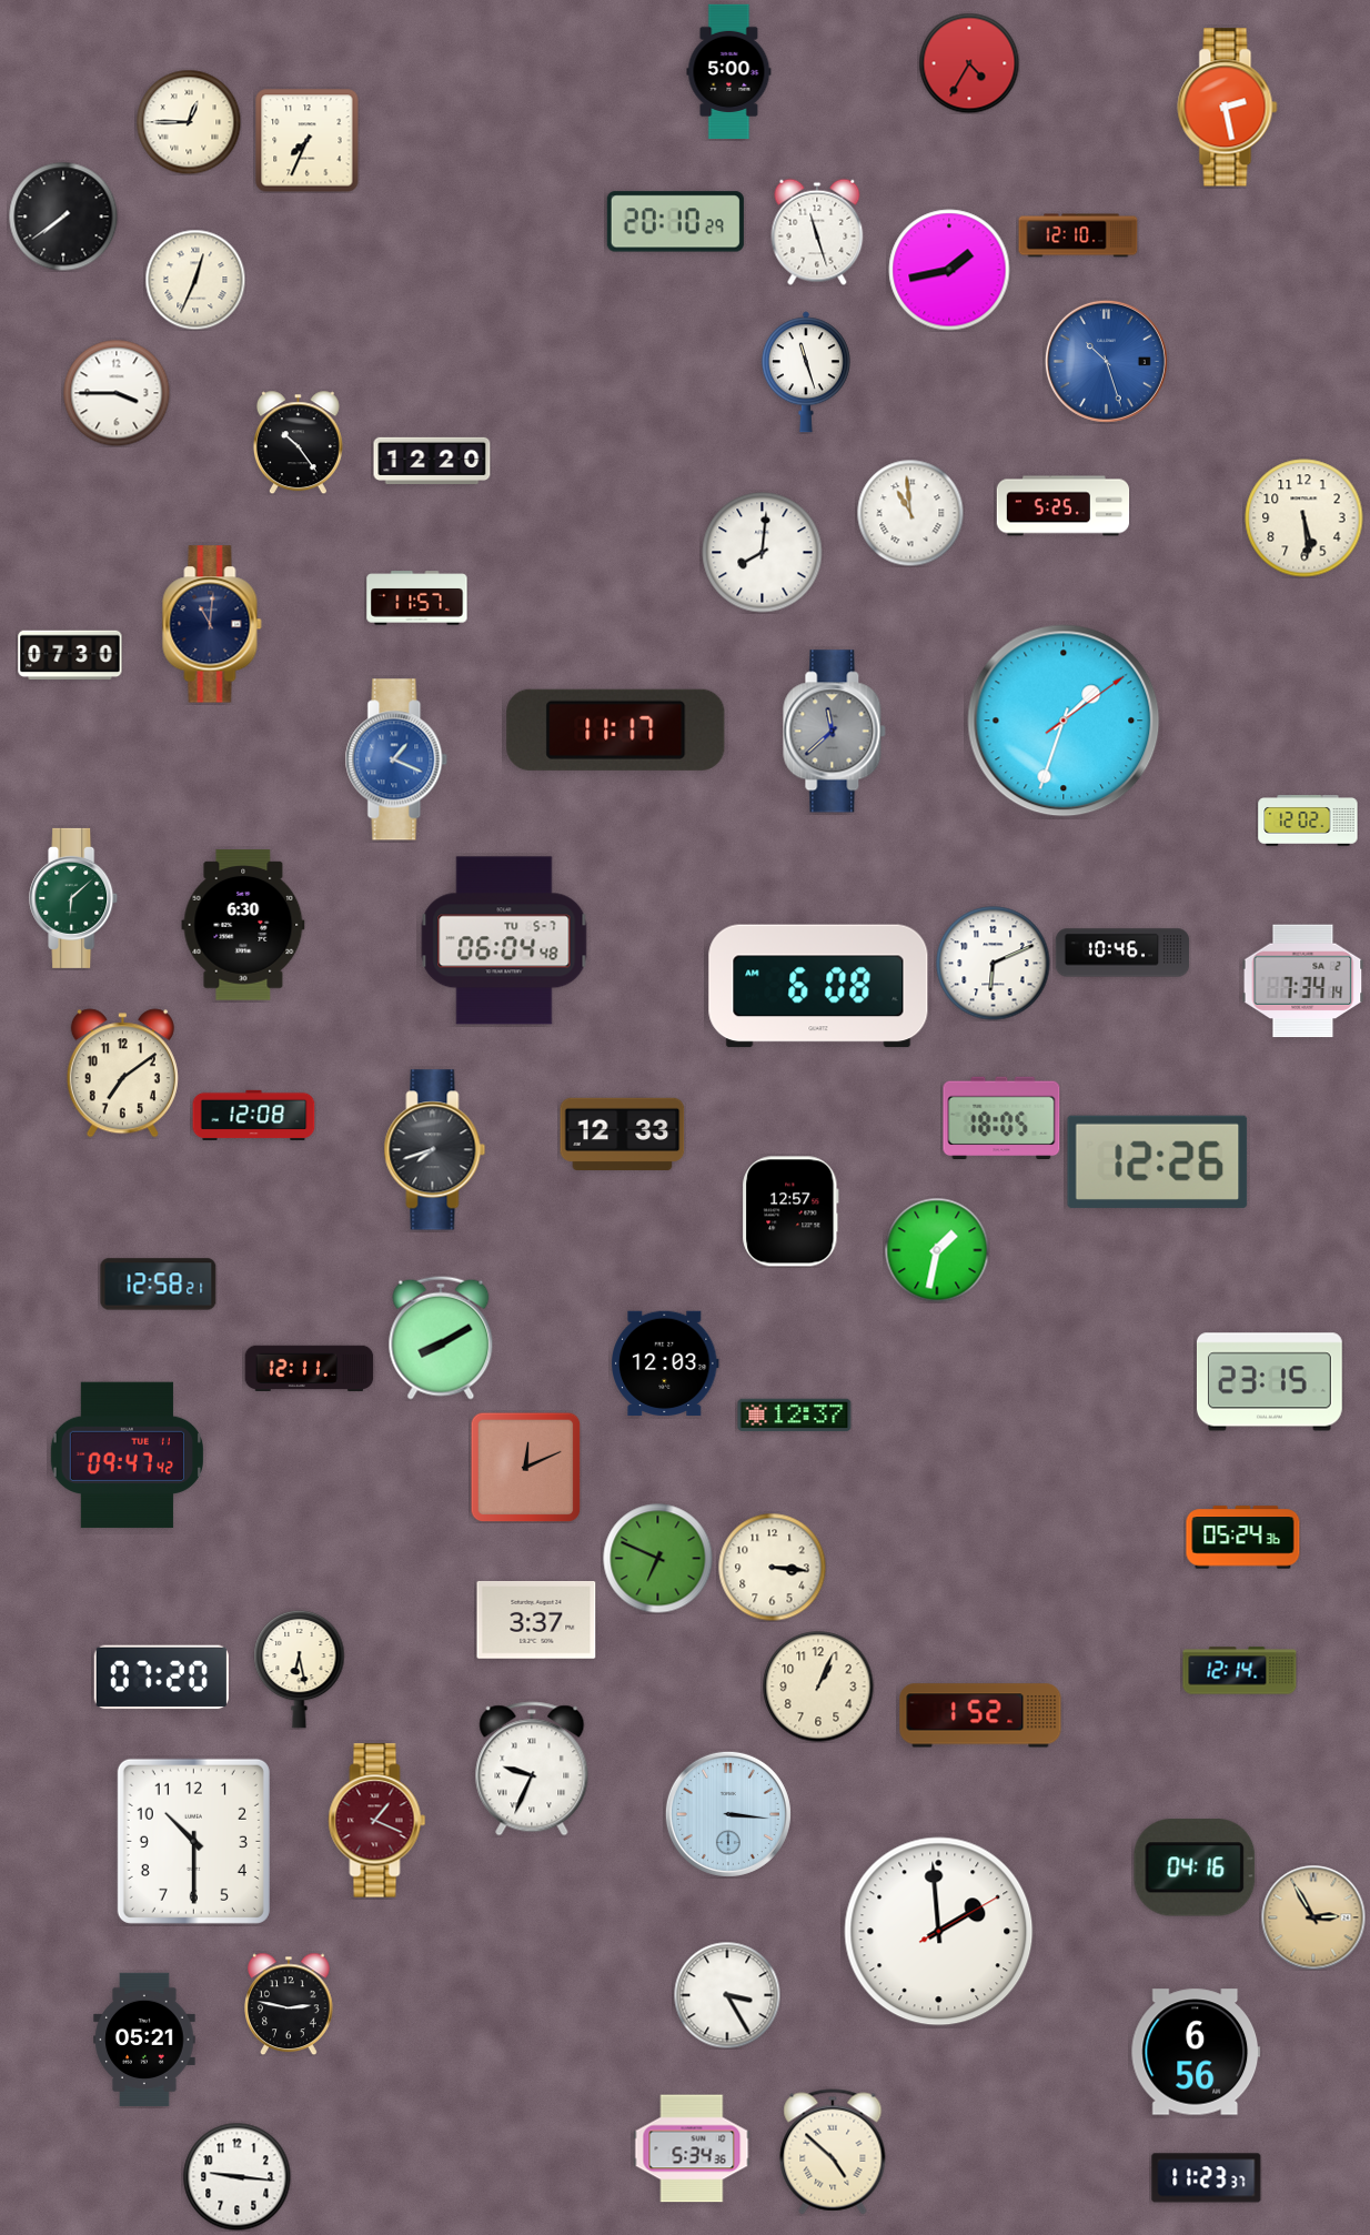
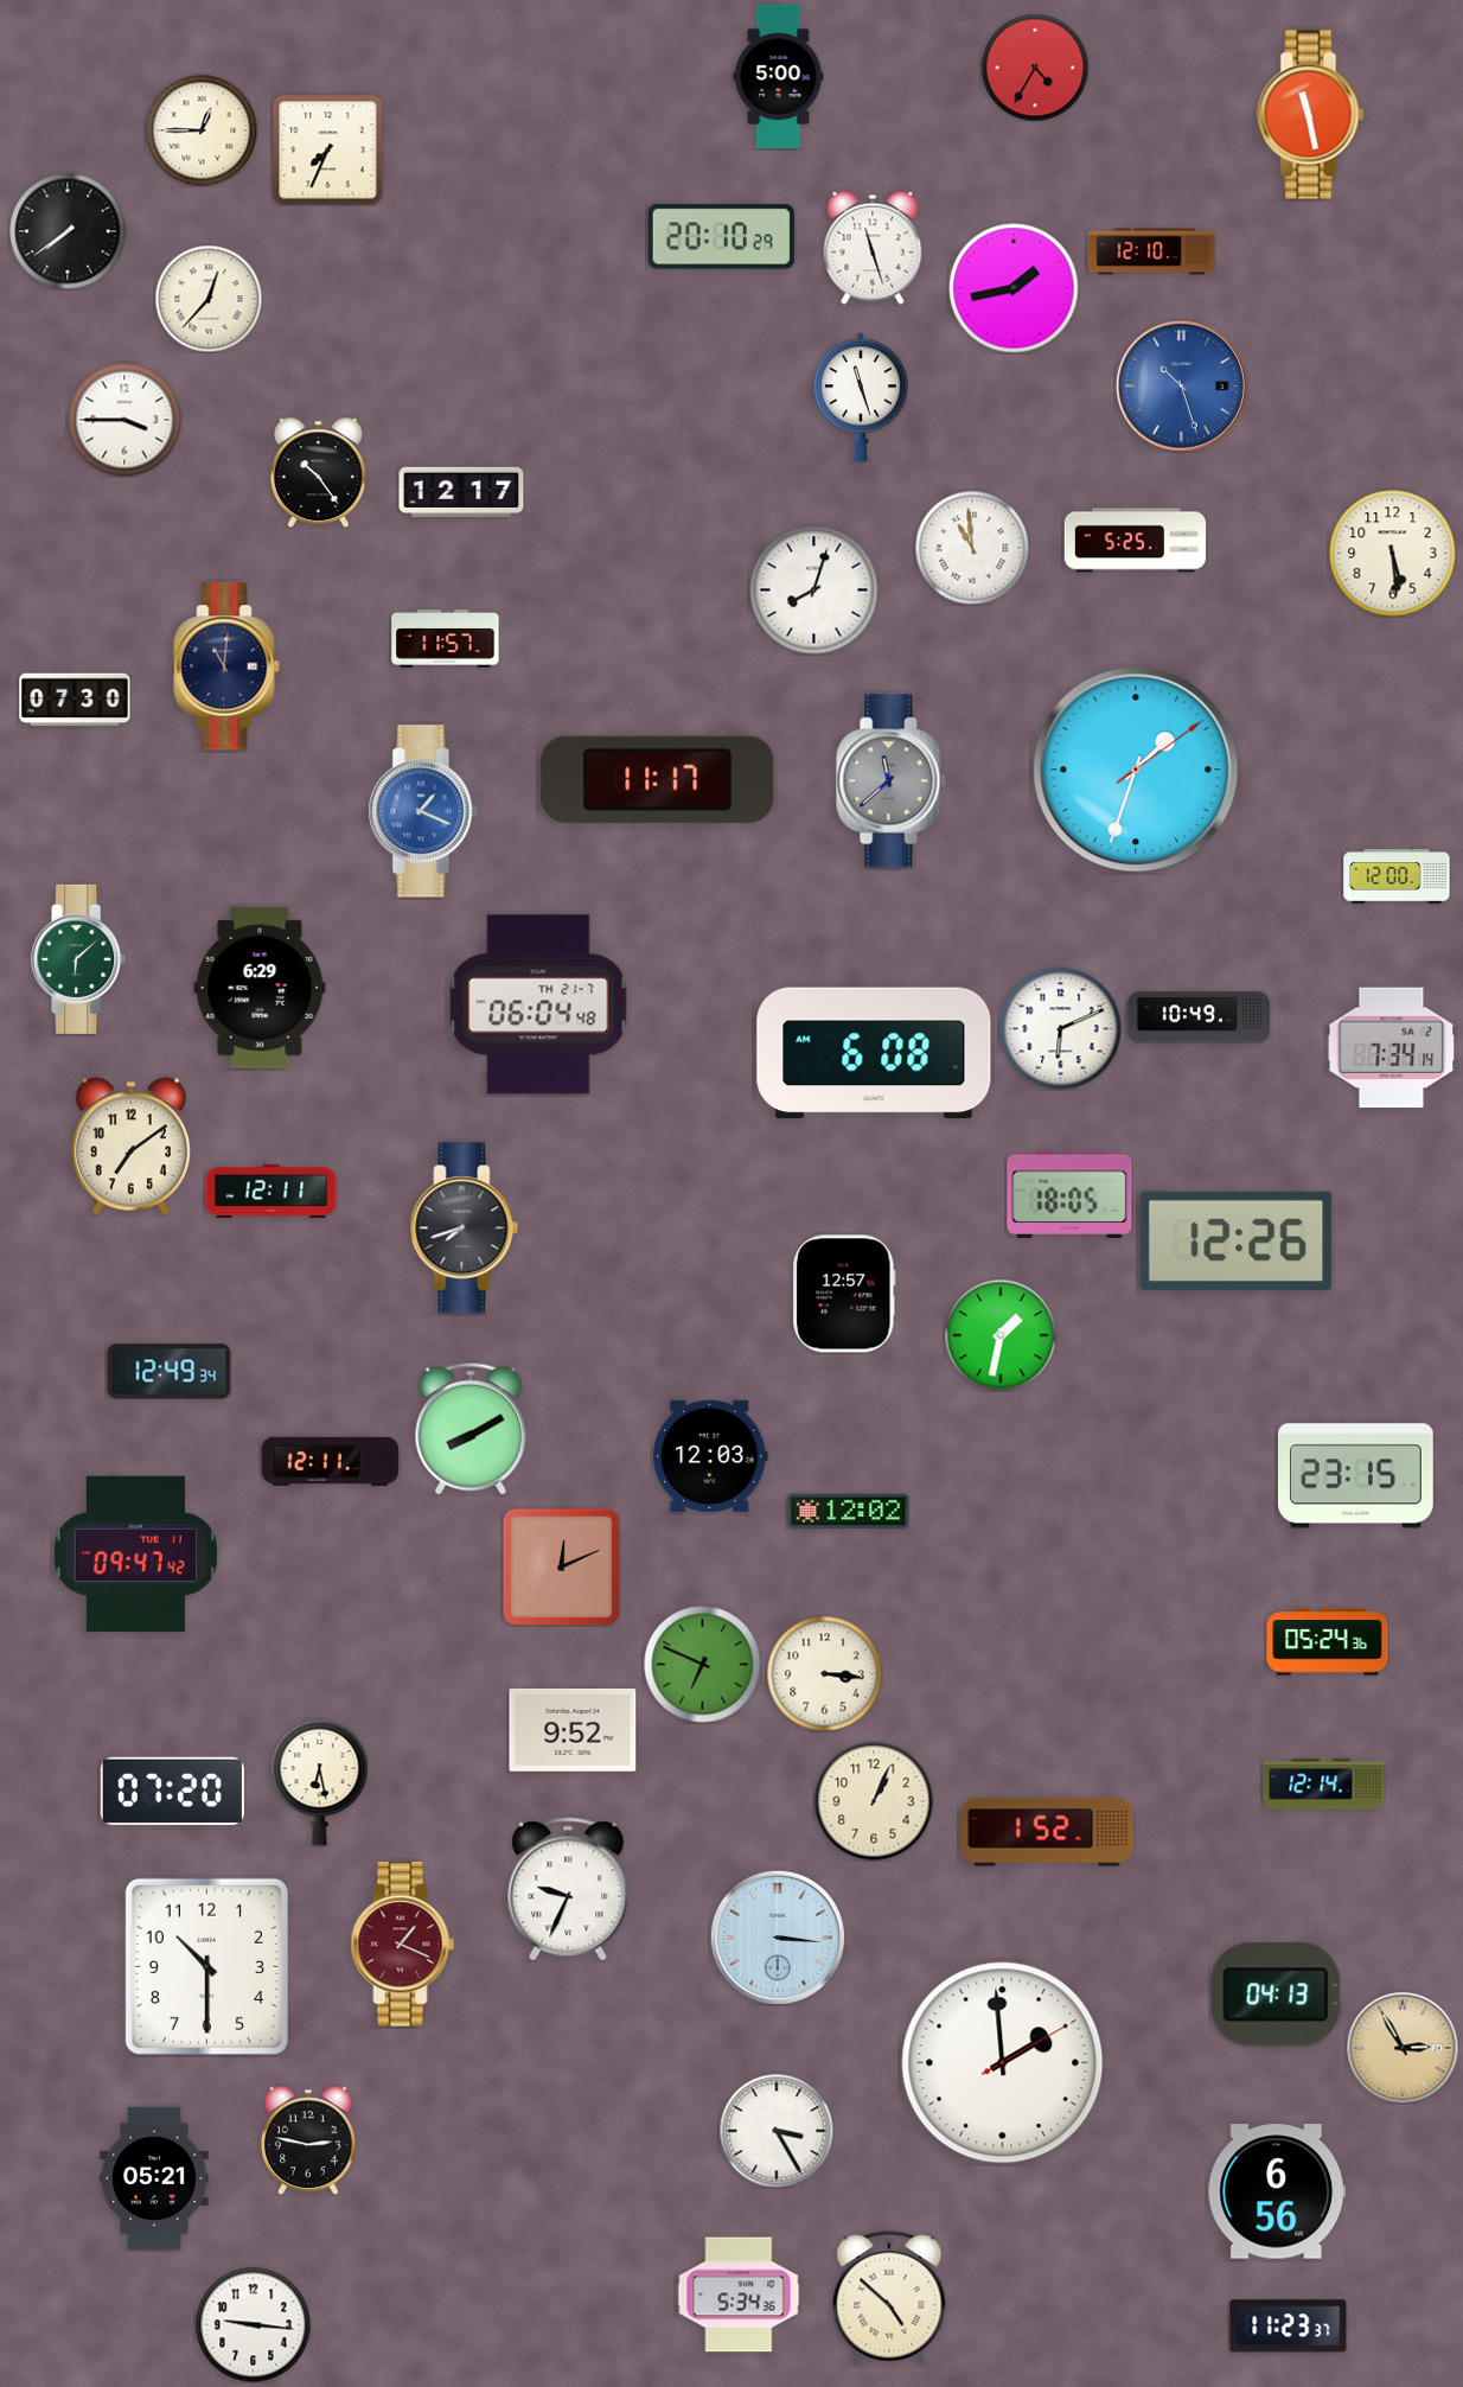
clock at (1228, 108): 2:28 -> 11:28
clock at (195, 280): 12:34 -> 12:37
clock at (432, 460): 12:20 -> 12:17
clock at (763, 553): 8:01 -> 8:03
clock at (1308, 820): 12:02 -> 12:00
clock at (243, 925): 6:30 -> 6:29
clock at (504, 940) date: TU 5-7 -> TH 21-7
clock at (1122, 953): 10:46 -> 10:49
clock at (254, 1115): 12:08 -> 12:11
clock at (623, 1134): 12:33 -> none
clock at (159, 1285): 12:58 -> 12:49
clock at (795, 1416): 12:37 -> 12:02
clock at (536, 1621): 3:37 -> 9:52
clock at (1195, 1867): 04:16 -> 04:13
